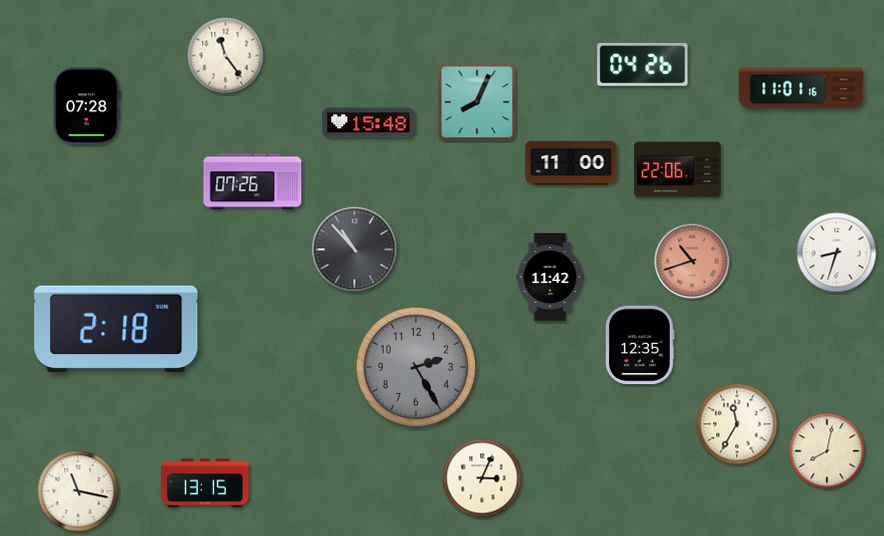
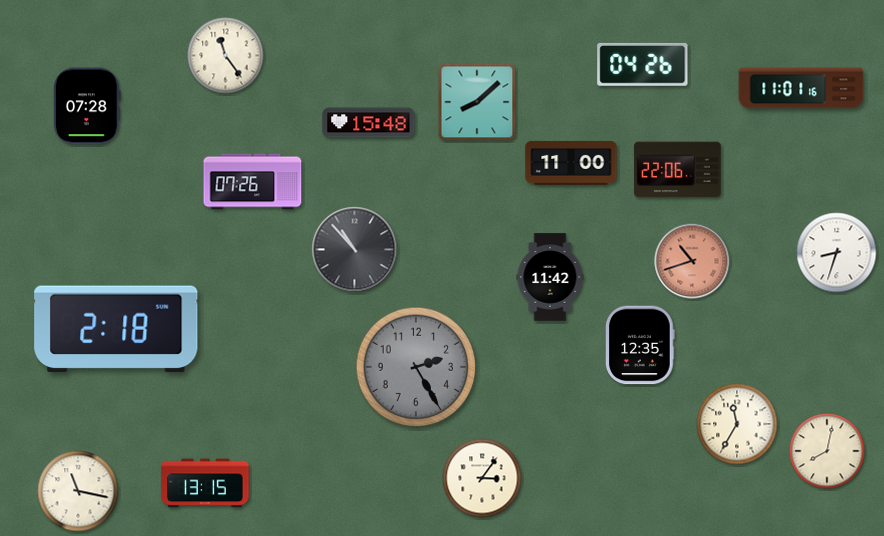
clock at (477, 102): 8:04 -> 8:08
clock at (482, 478): 3:04 -> 3:06
